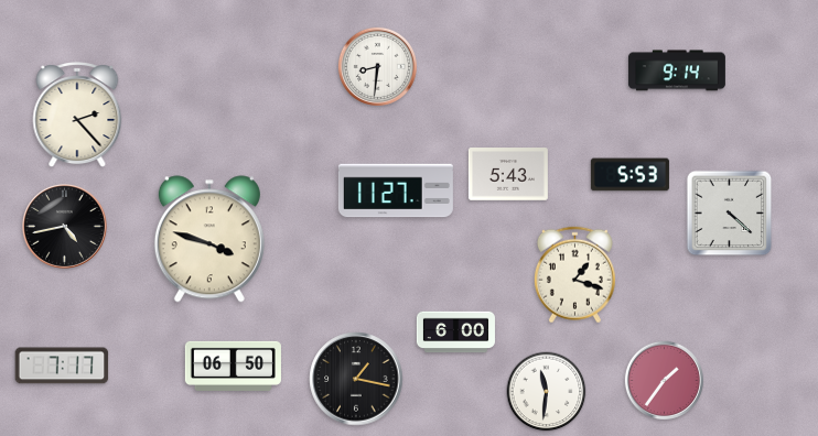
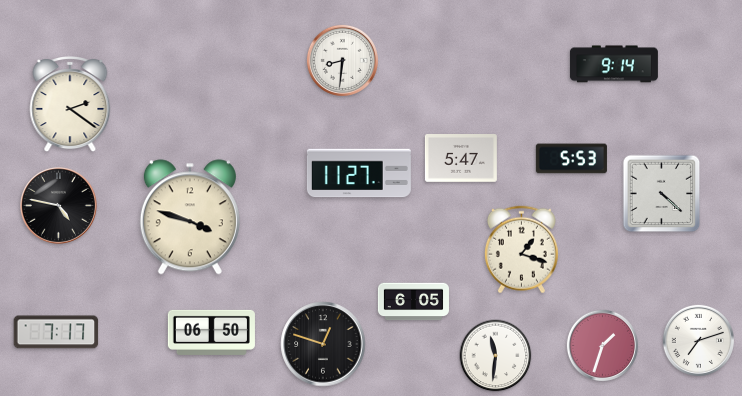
clock at (77, 116): 2:23 -> 2:21
clock at (508, 174): 5:43 -> 5:47
clock at (64, 226): 4:43 -> 4:47
clock at (455, 333): 6:00 -> 6:05
clock at (698, 340): none -> 7:12
clock at (356, 379): 1:17 -> 12:48
clock at (664, 380): 1:36 -> 1:33
